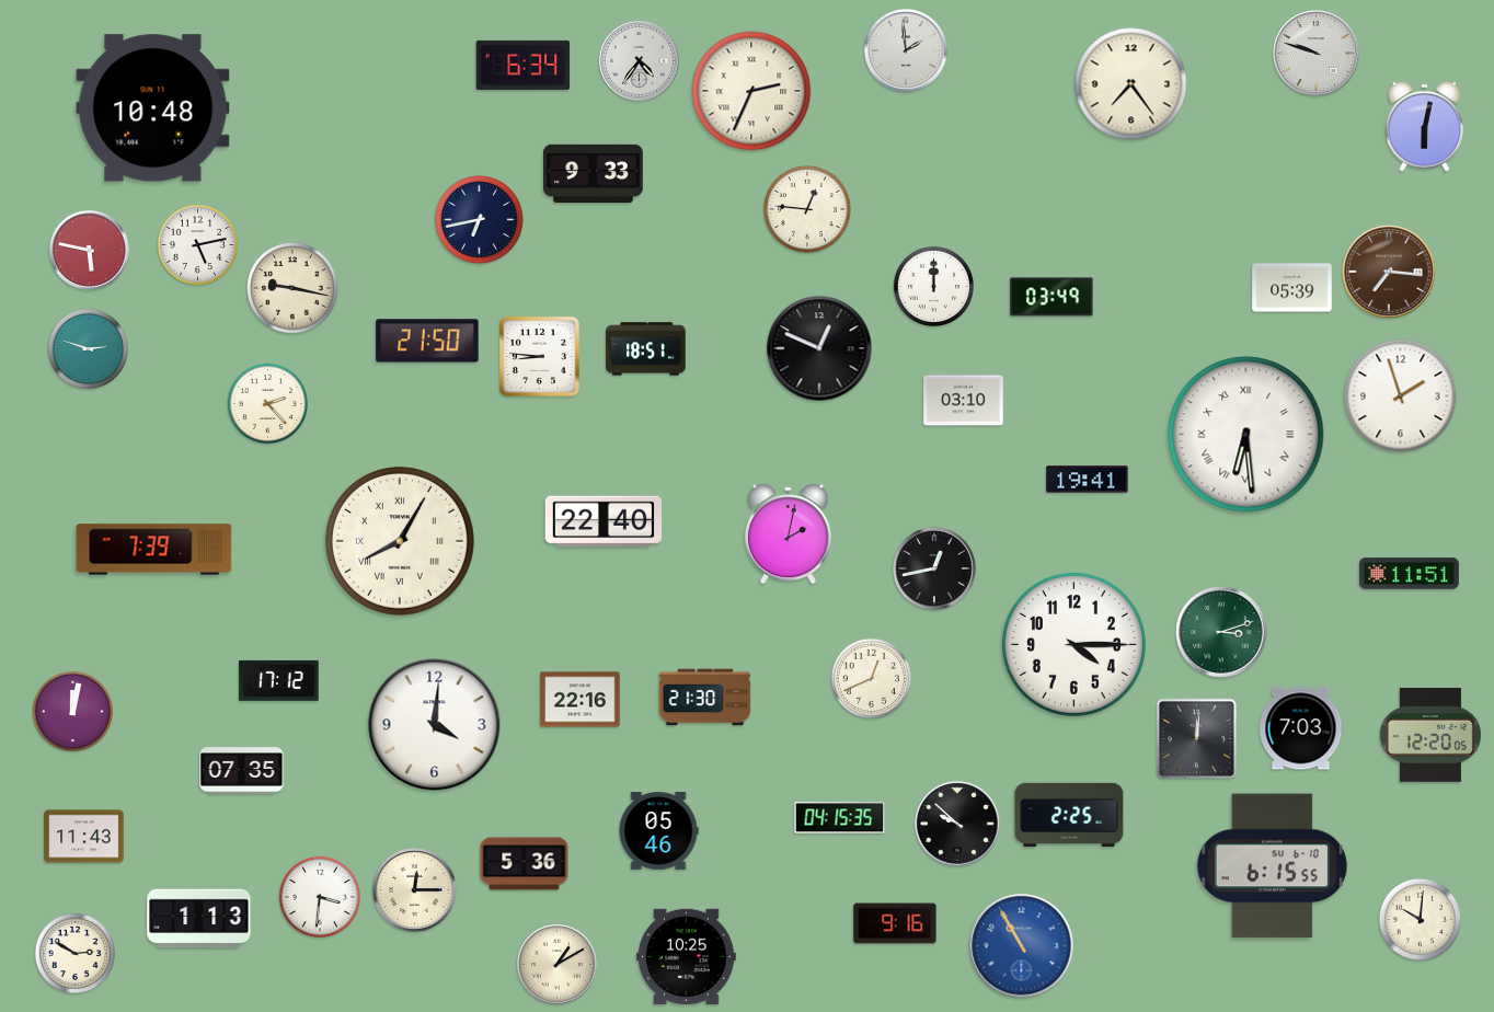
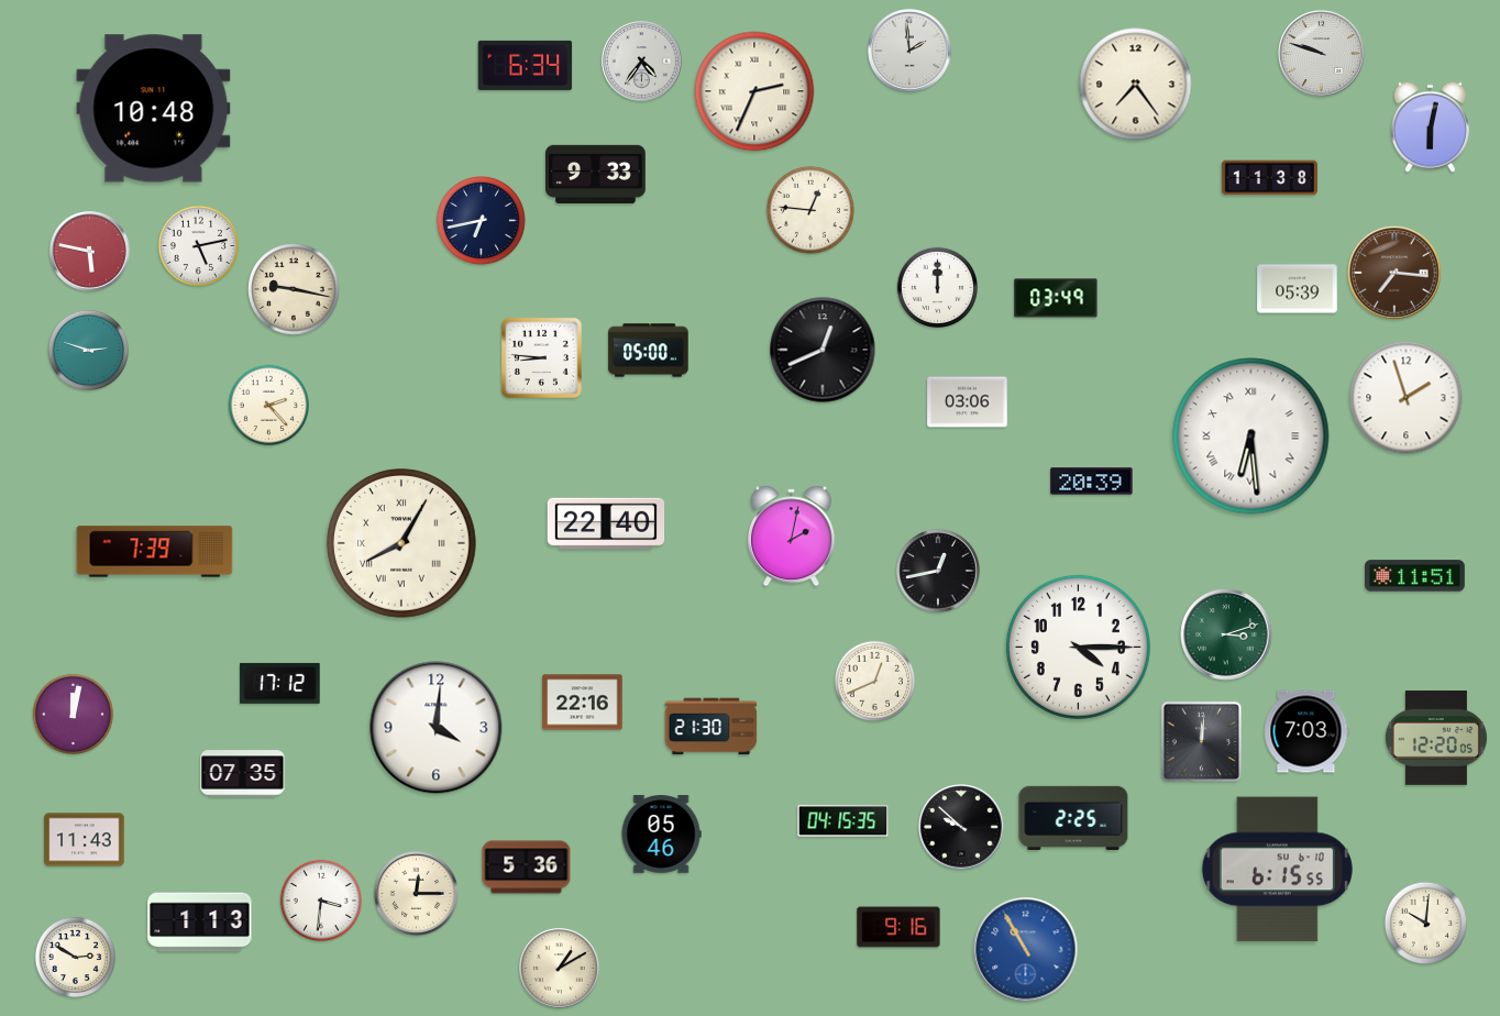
clock at (1269, 178): none -> 11:38
clock at (427, 341): 21:50 -> none
clock at (819, 348): 12:49 -> 12:41
clock at (646, 349): 18:51 -> 05:00
clock at (964, 401): 03:10 -> 03:06
clock at (1088, 480): 19:41 -> 20:39
clock at (705, 698) position: (705, 698) -> (712, 727)
clock at (687, 956): 10:25 -> none
